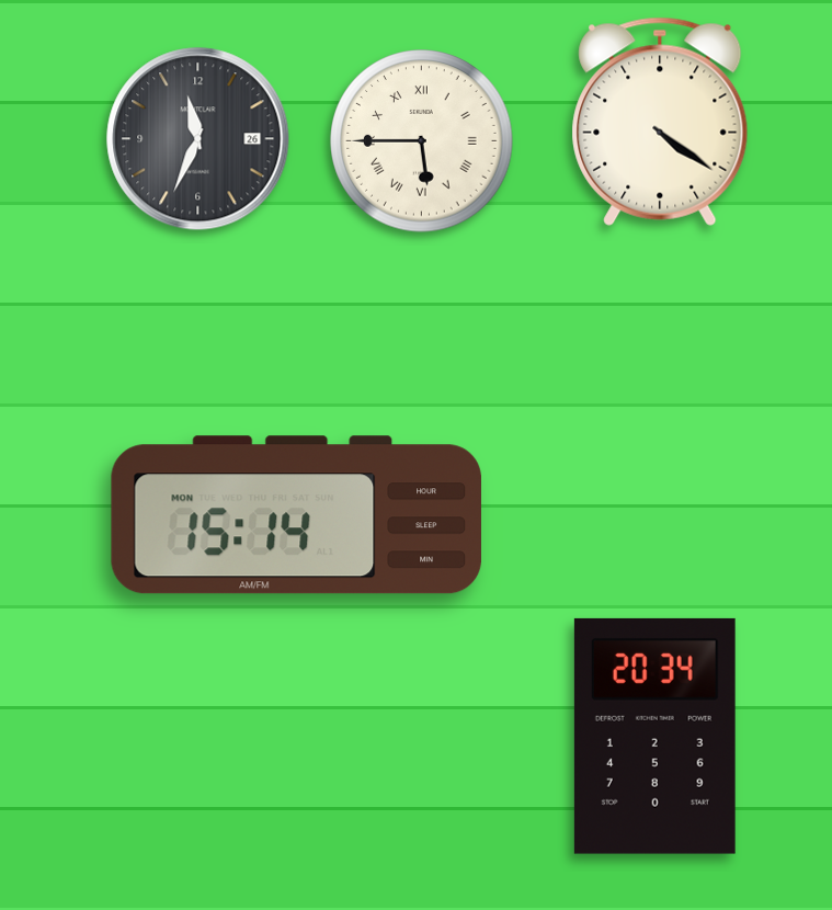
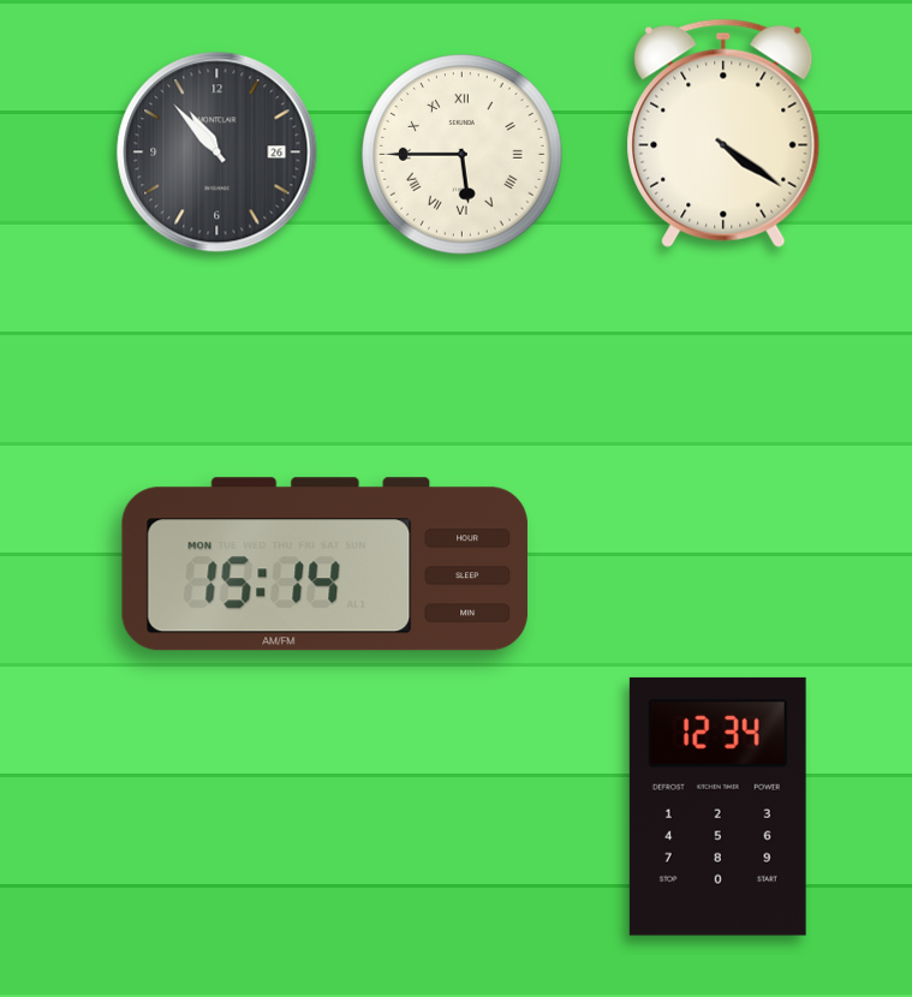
clock at (198, 139): 11:34 -> 10:53
clock at (654, 736): 20:34 -> 12:34
